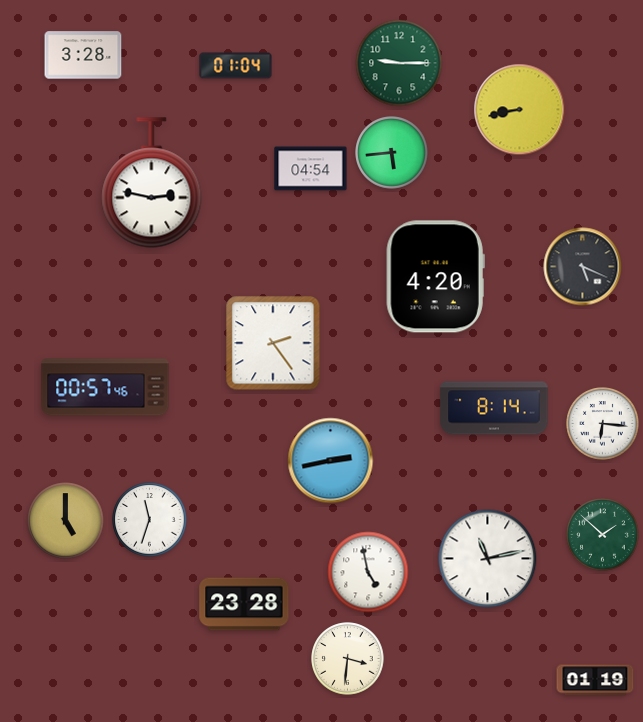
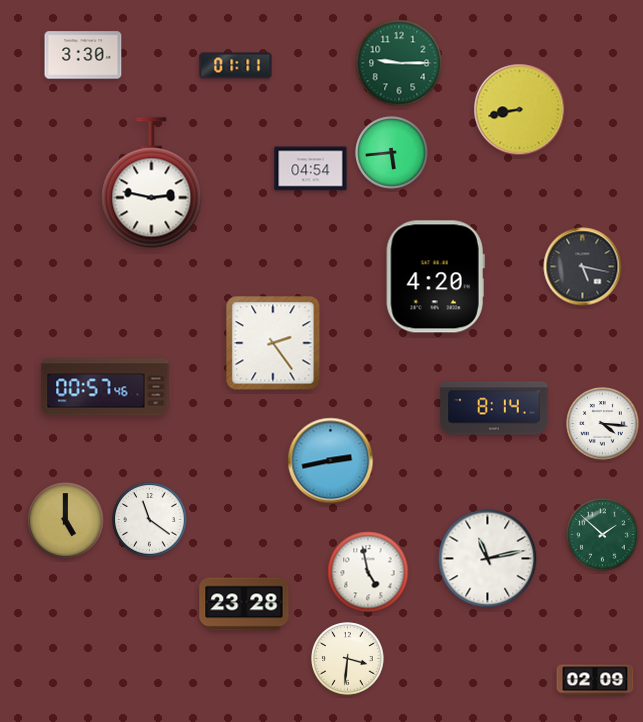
clock at (83, 55): 3:28 -> 3:30
clock at (236, 66): 01:04 -> 01:11
clock at (583, 267): 5:19 -> 5:17
clock at (603, 424): 6:16 -> 4:16
clock at (150, 520): 11:33 -> 11:21
clock at (595, 680): 01:19 -> 02:09
